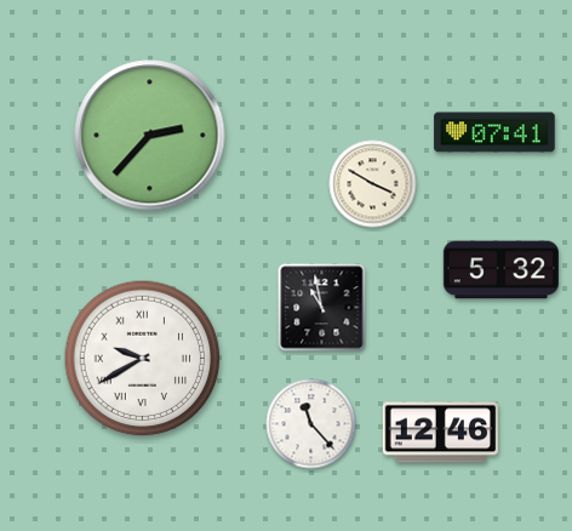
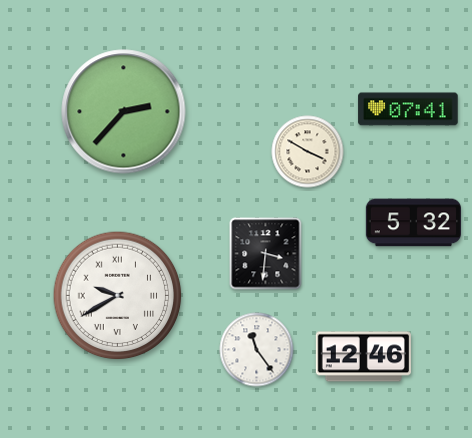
clock at (322, 308): 10:58 -> 3:31
clock at (311, 424): 11:23 -> 11:24
